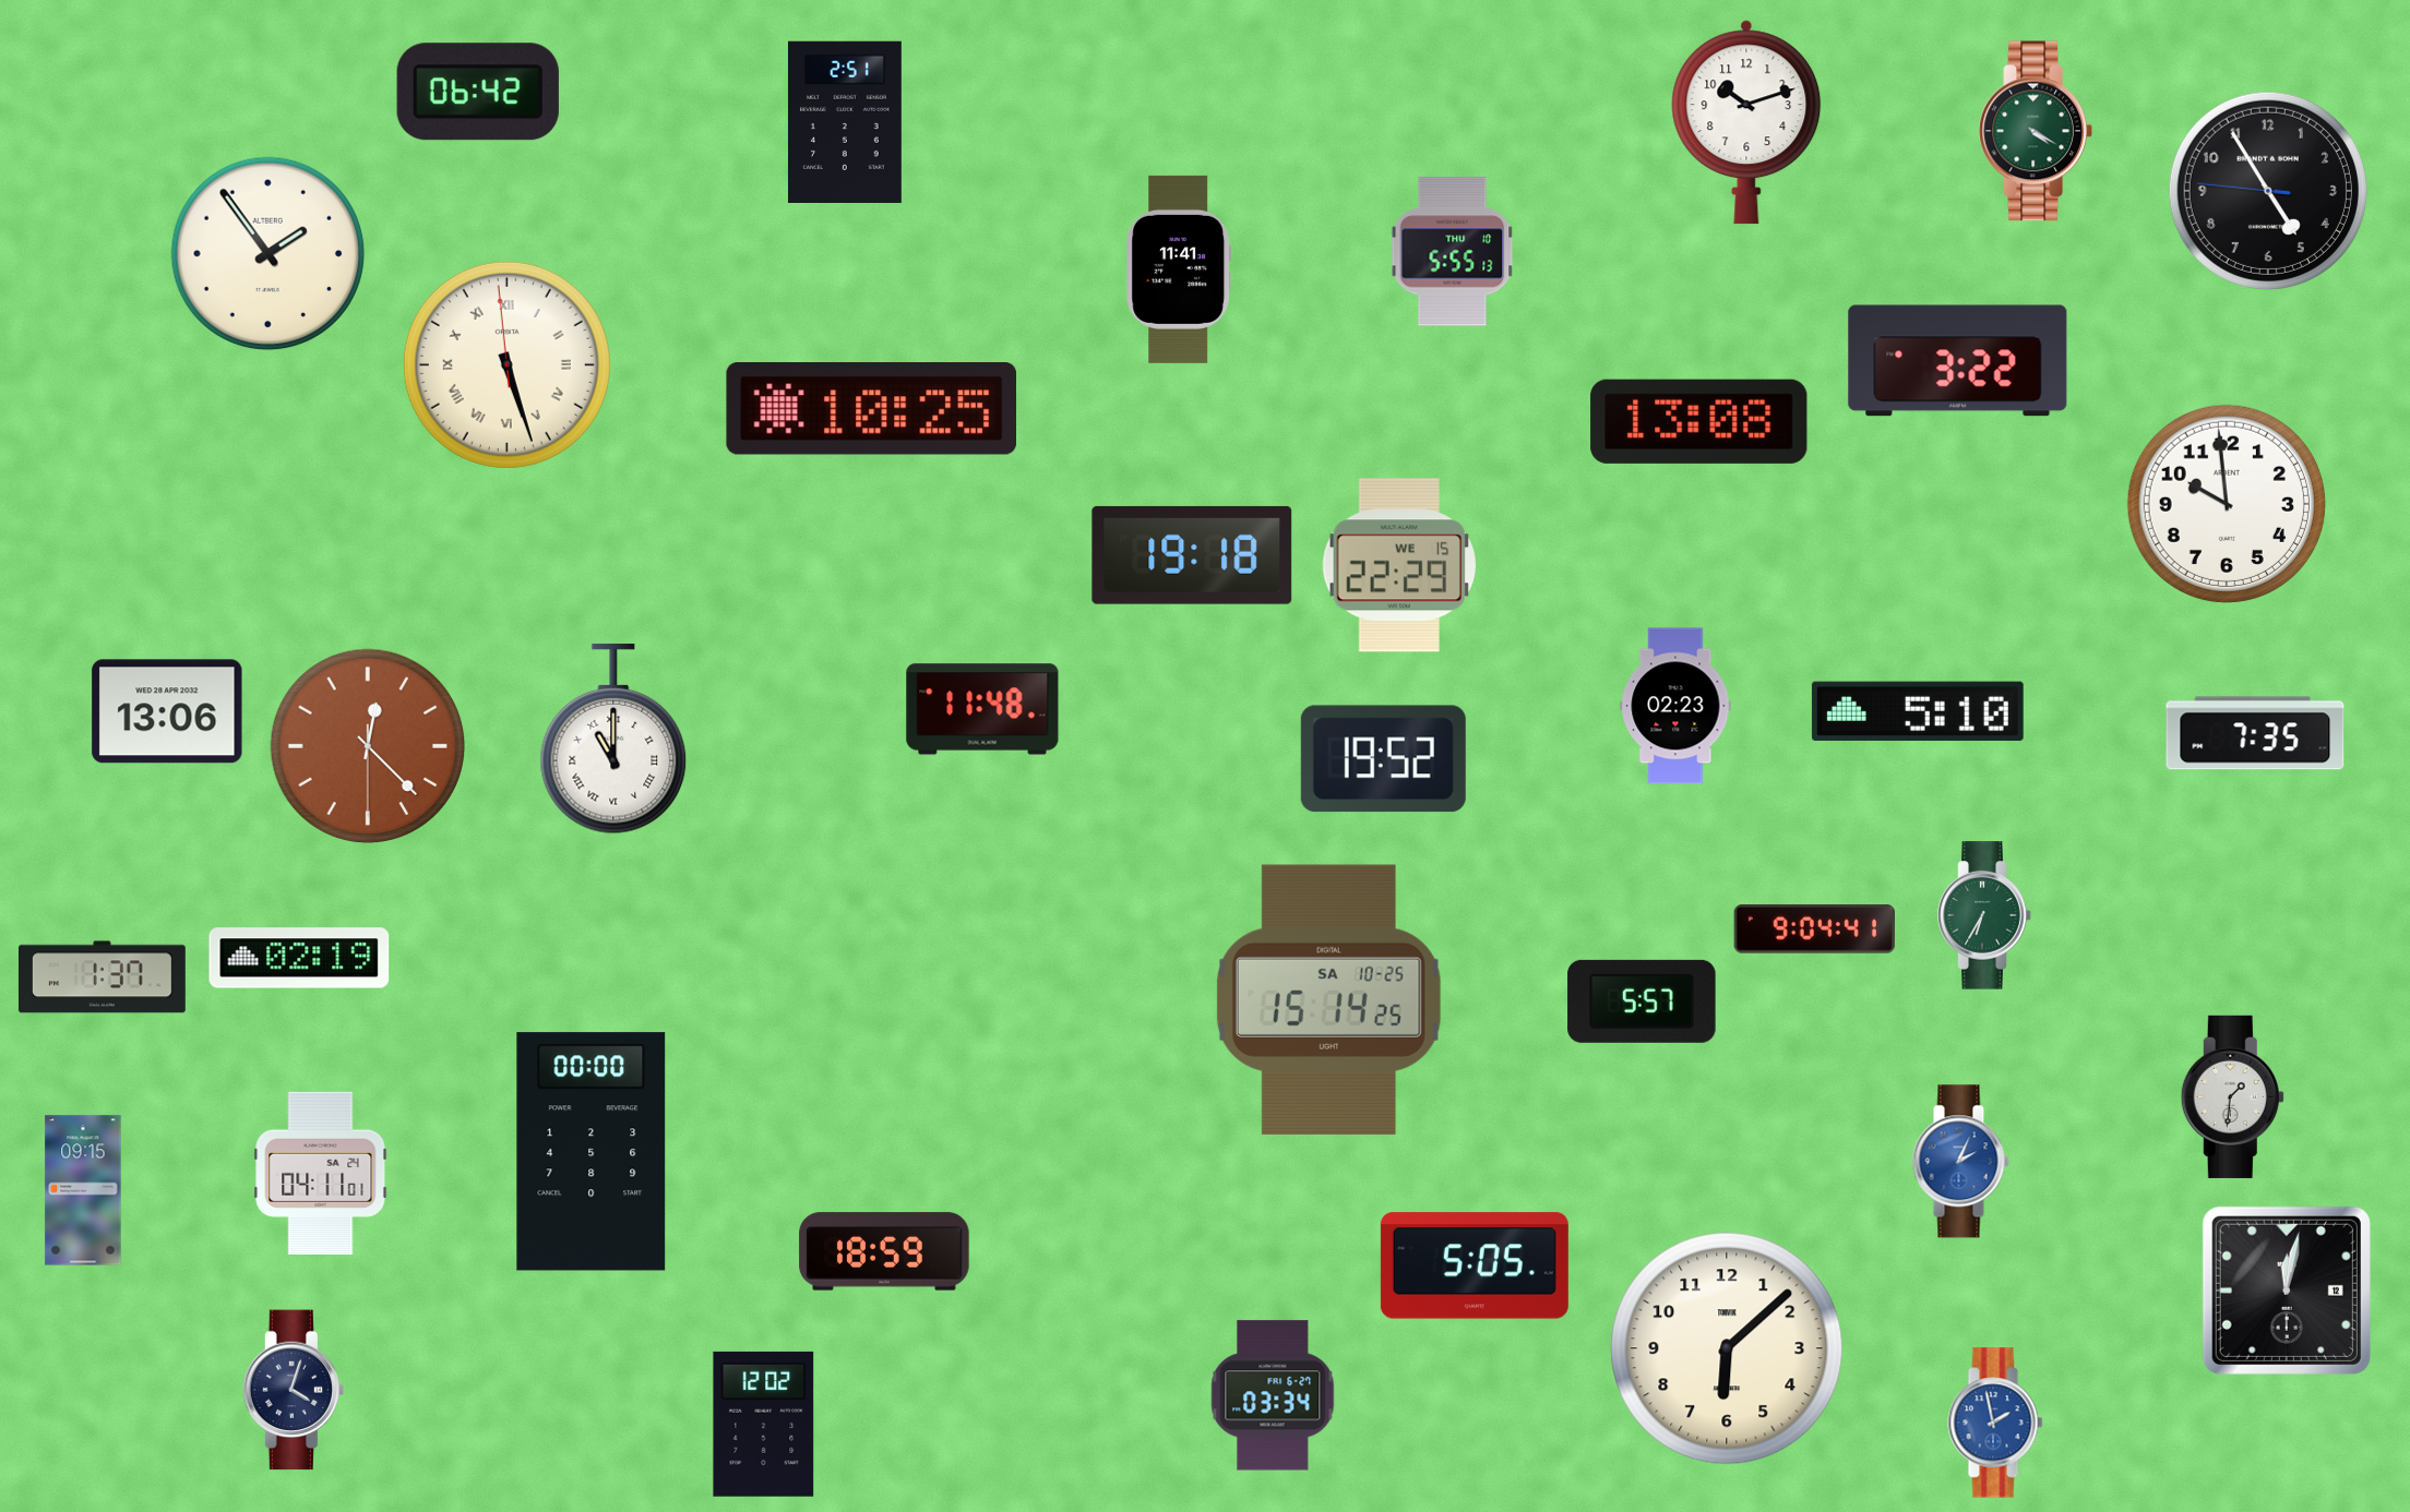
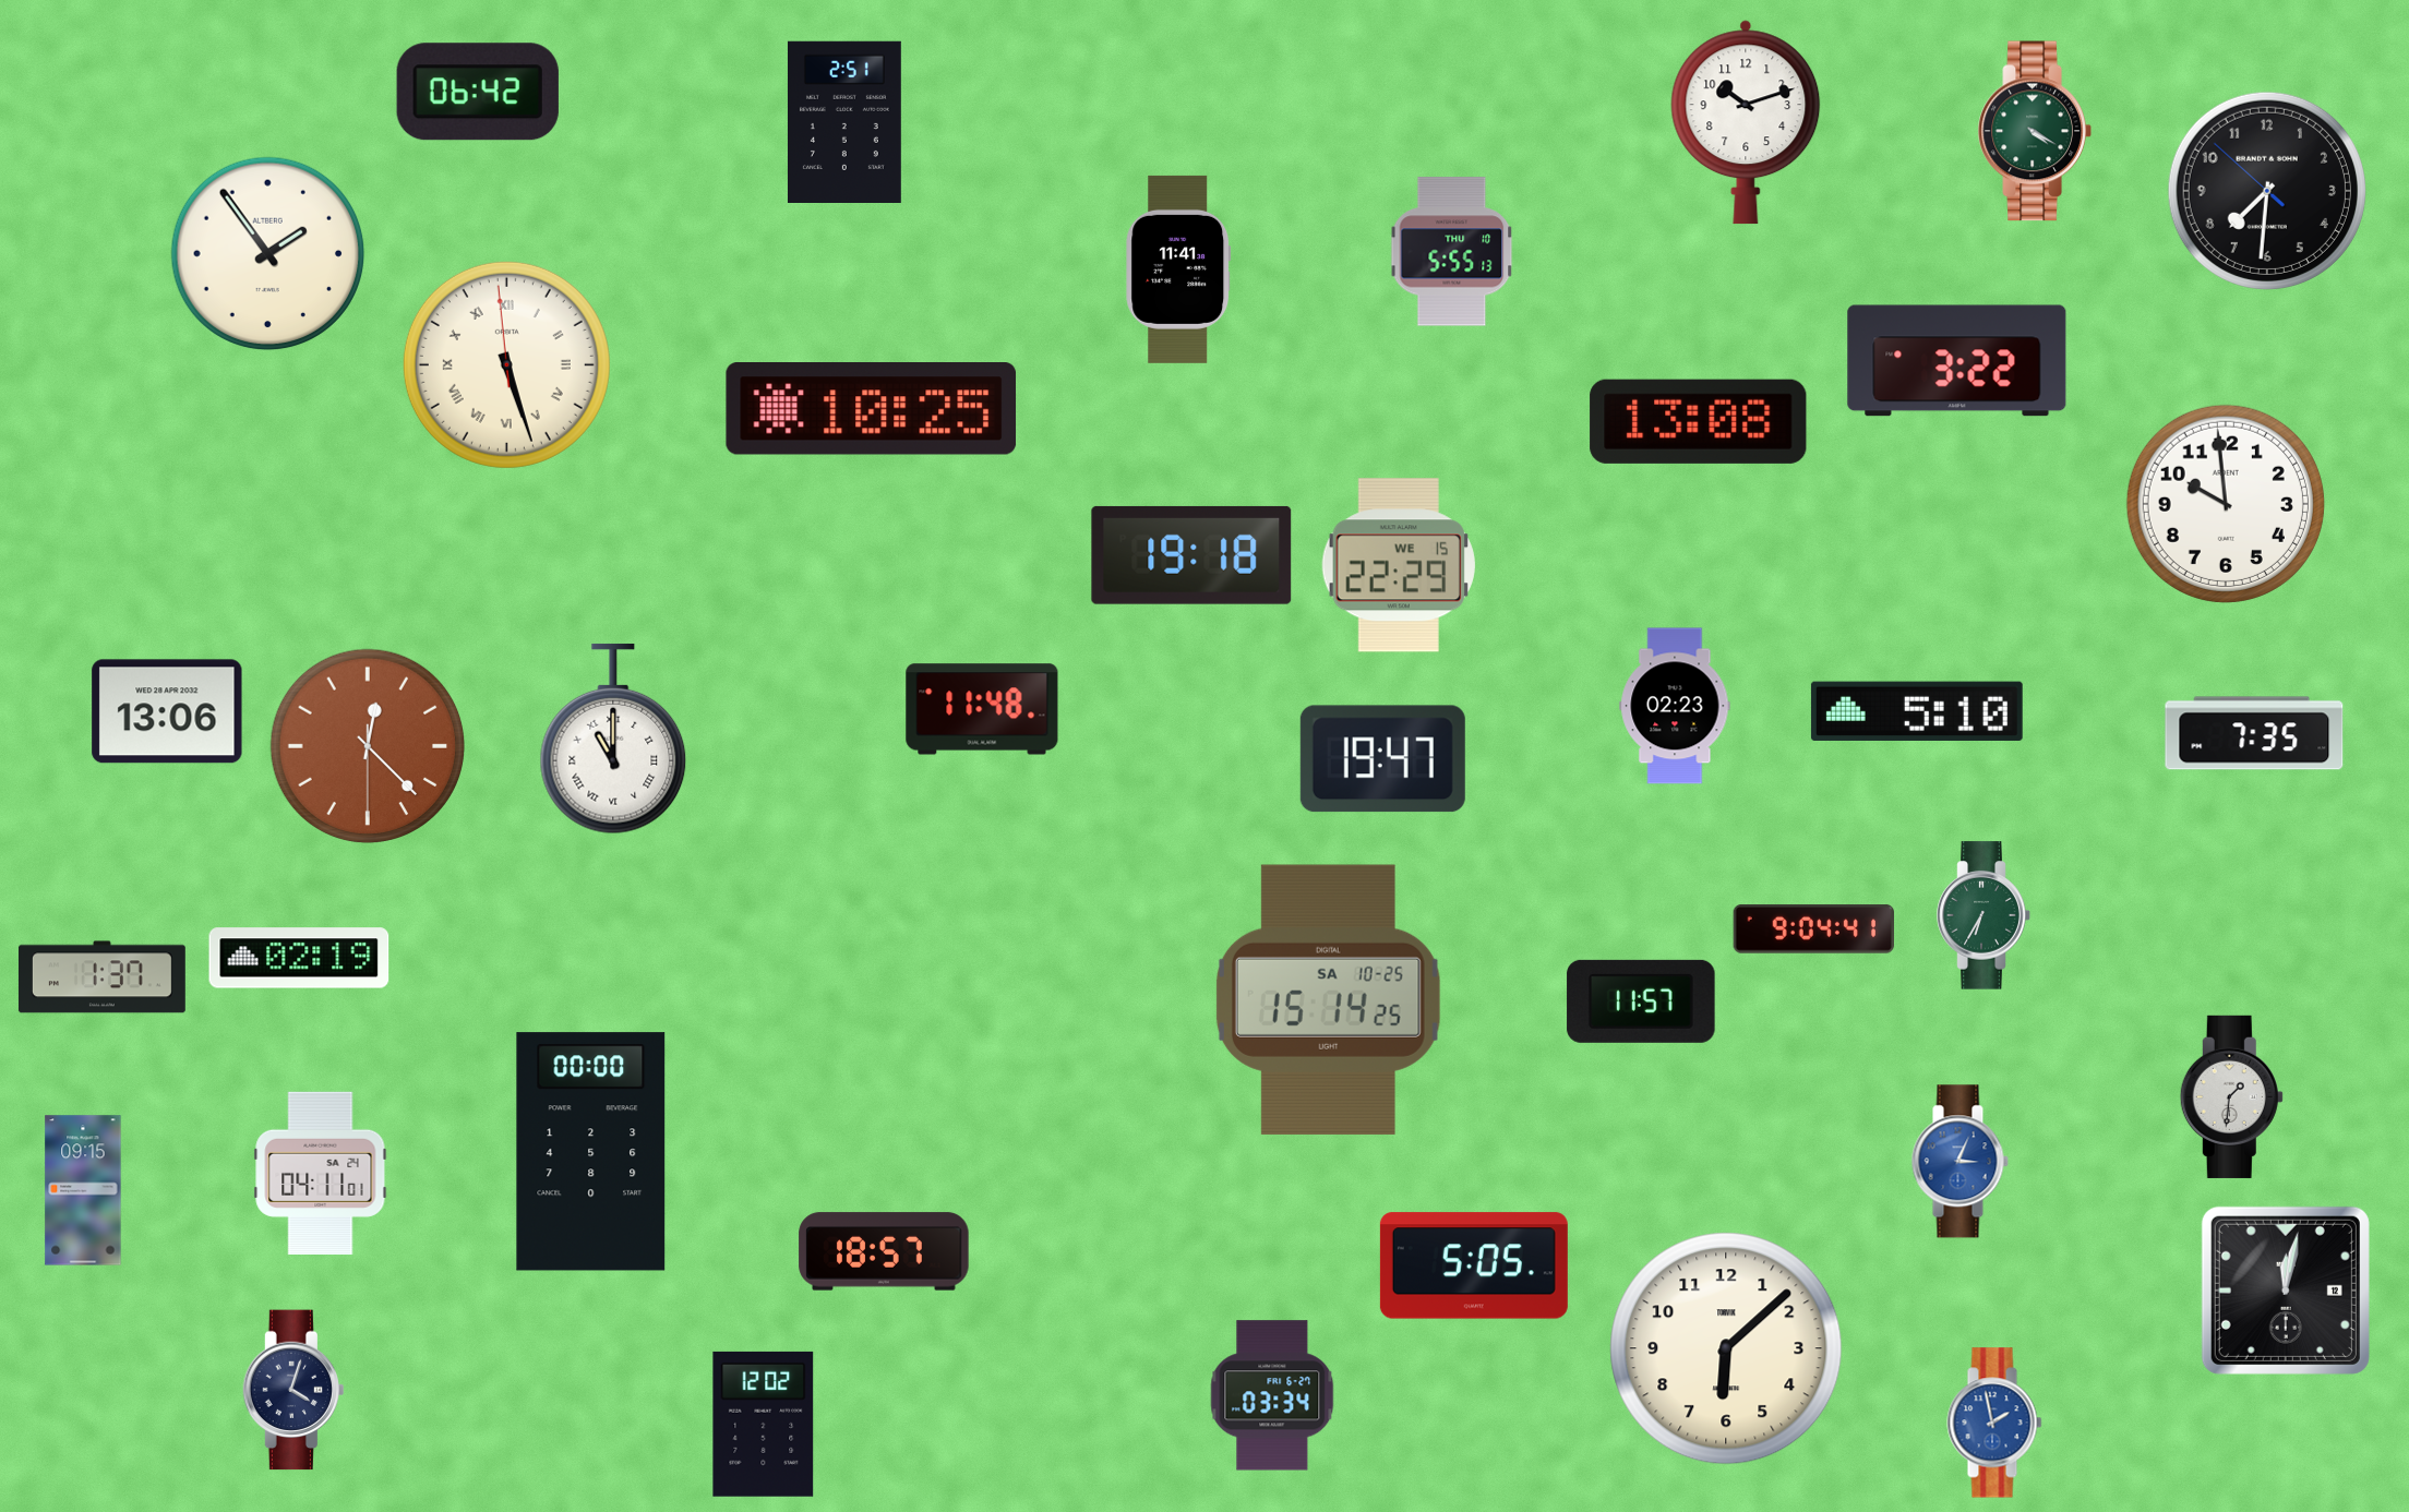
clock at (2268, 191): 4:54 -> 7:30
clock at (1383, 759): 19:52 -> 19:47
clock at (1642, 1001): 5:57 -> 11:57
clock at (1960, 1162): 2:04 -> 3:04
clock at (884, 1251): 18:59 -> 18:57
